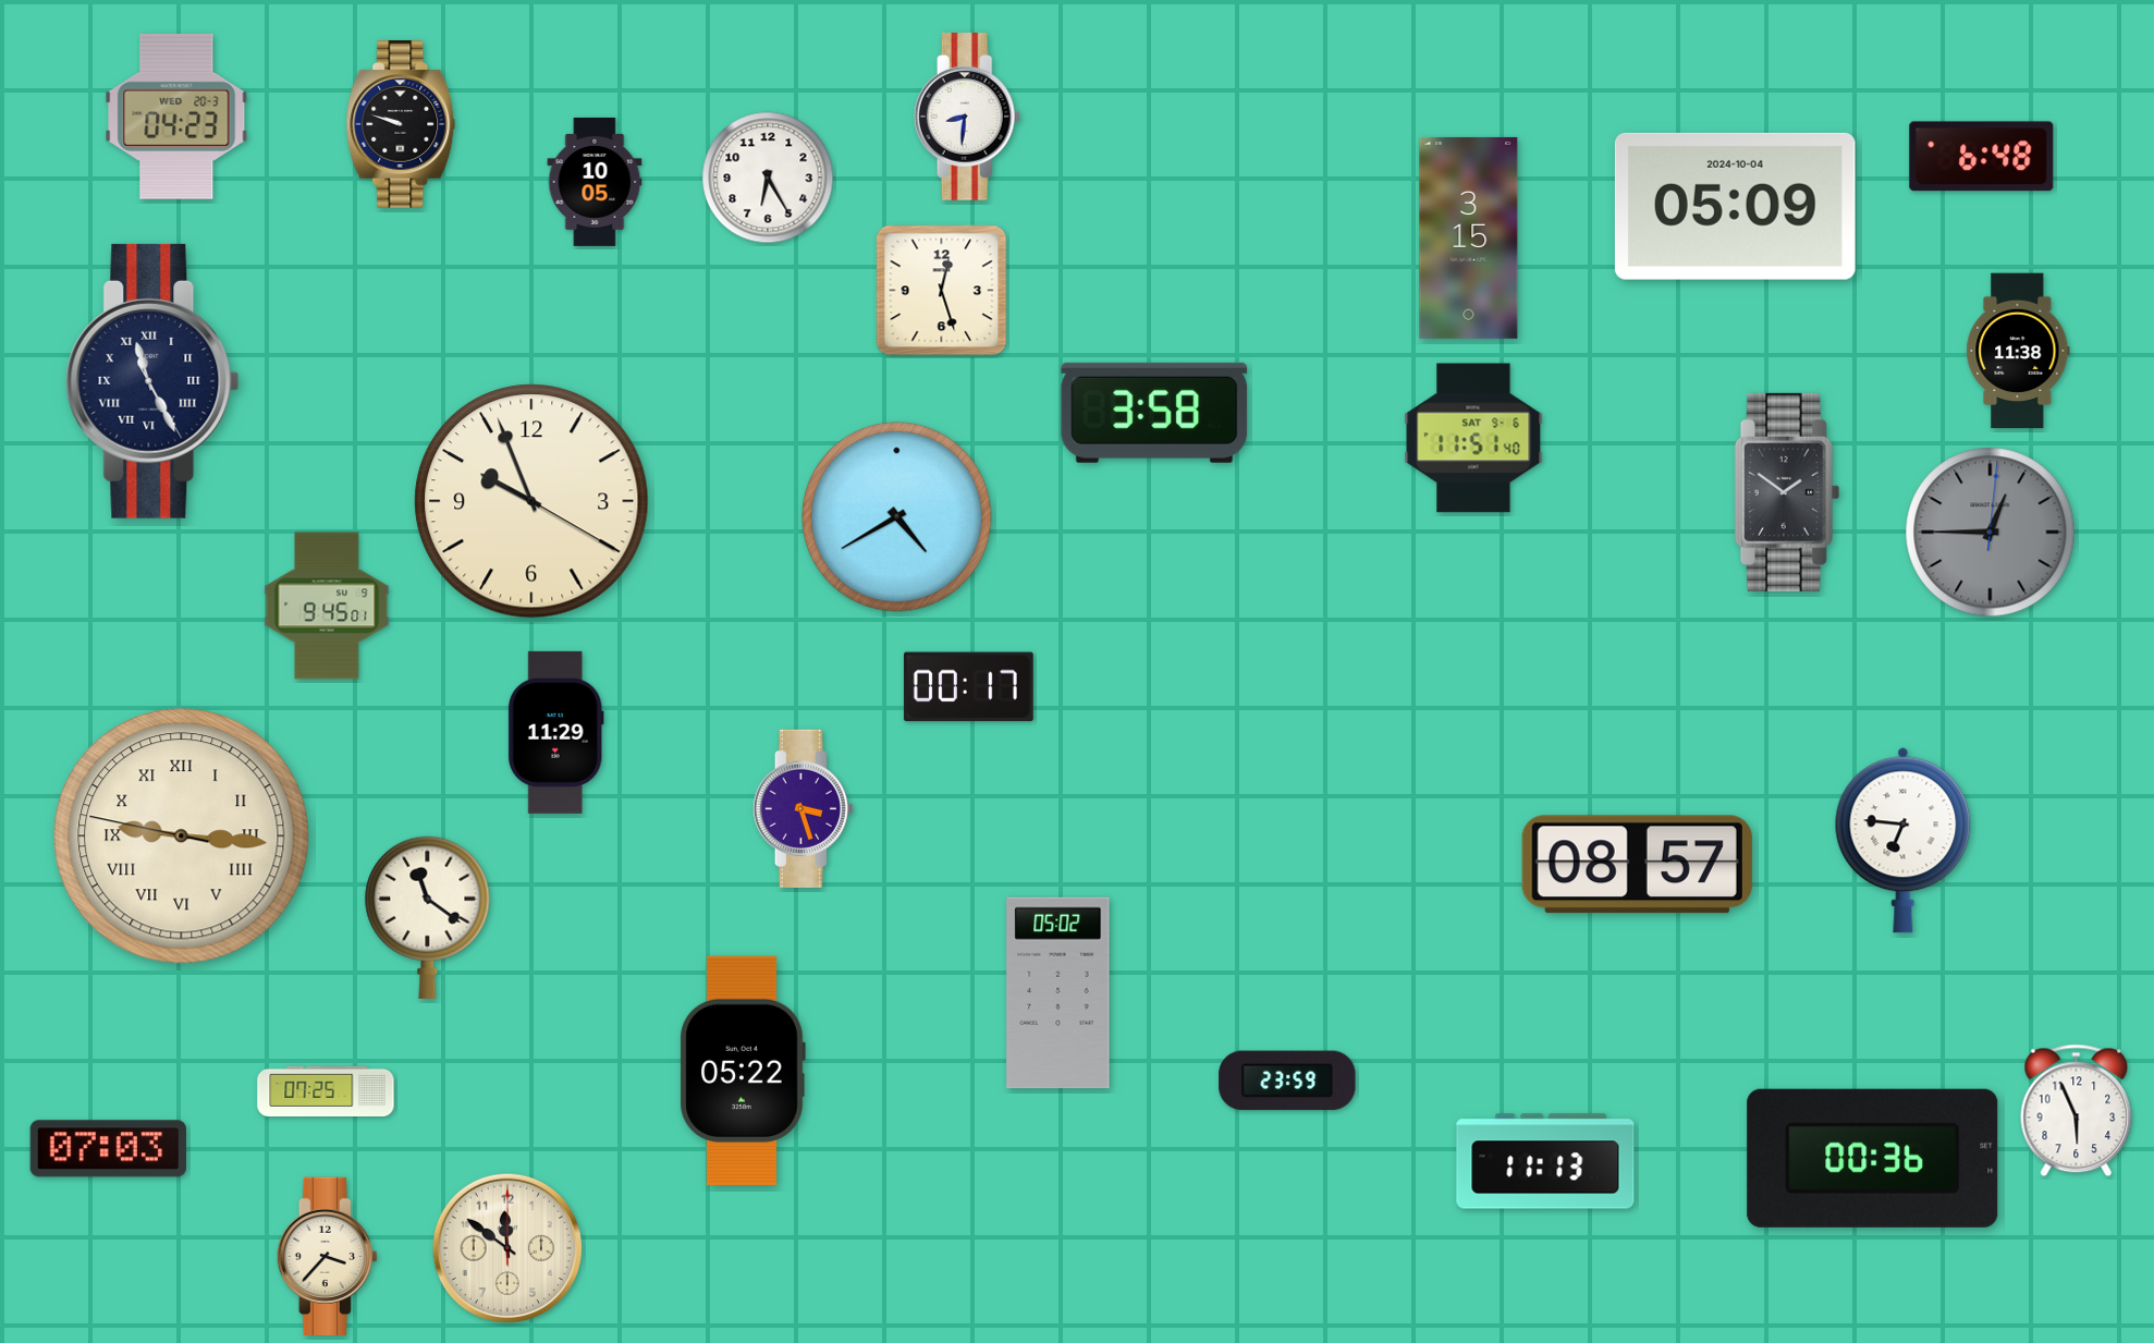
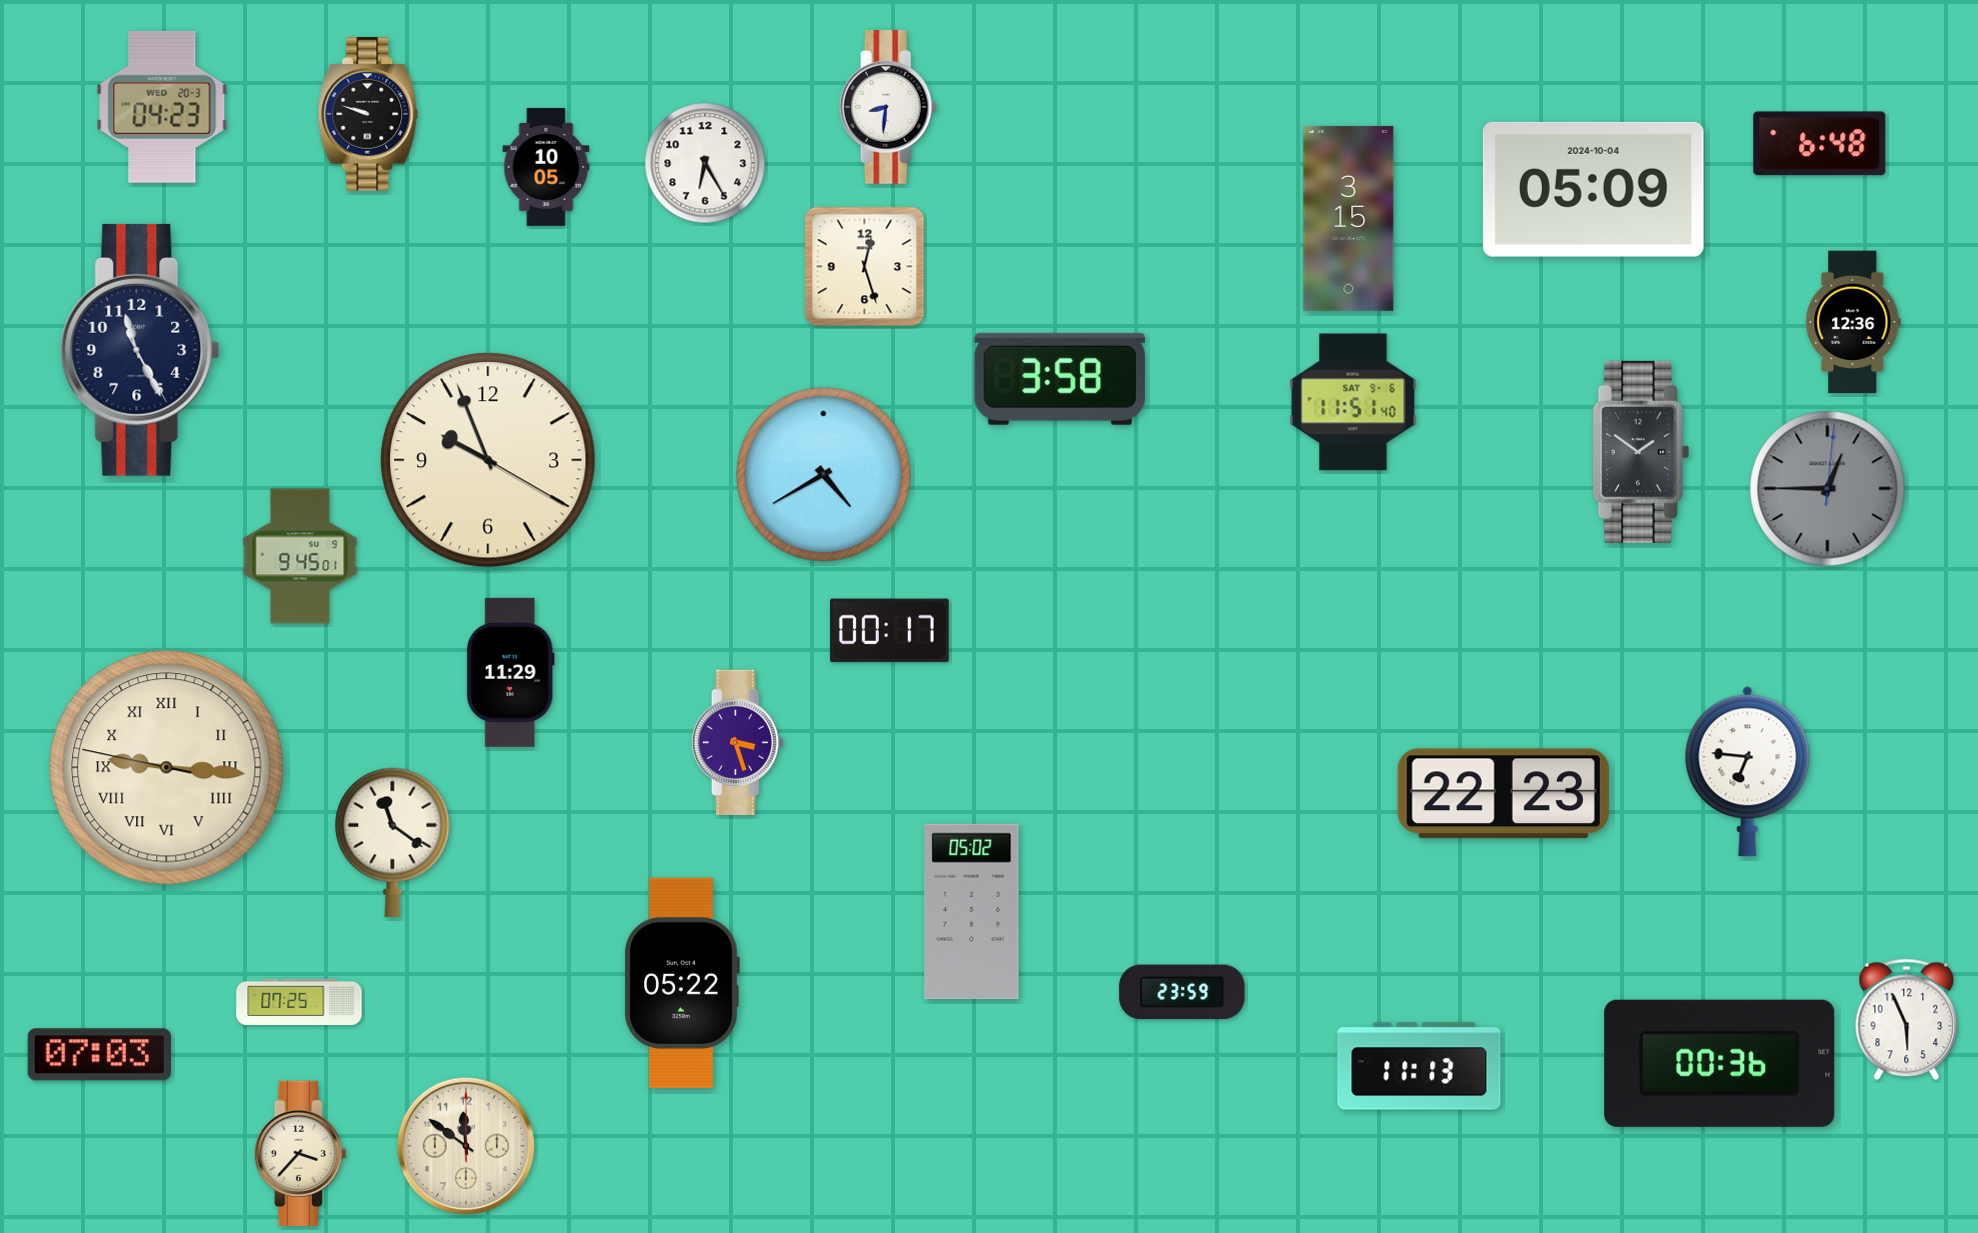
clock at (2018, 351): 11:38 -> 12:36
clock at (152, 381) numerals: Roman -> Arabic
clock at (1637, 865): 08:57 -> 22:23
